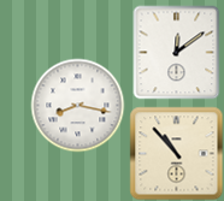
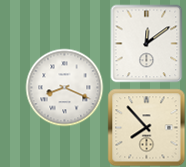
clock at (77, 105): 8:17 -> 8:19
clock at (176, 153): 10:53 -> 7:53
